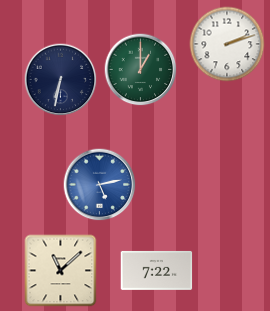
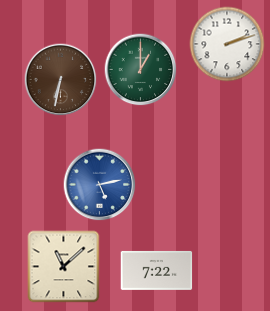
clock at (61, 80) dial: navy -> brown
clock at (61, 271) position: (61, 271) -> (64, 267)
